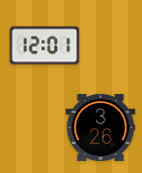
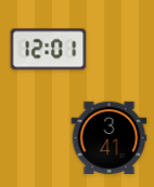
clock at (101, 127): 3:26 -> 3:41
